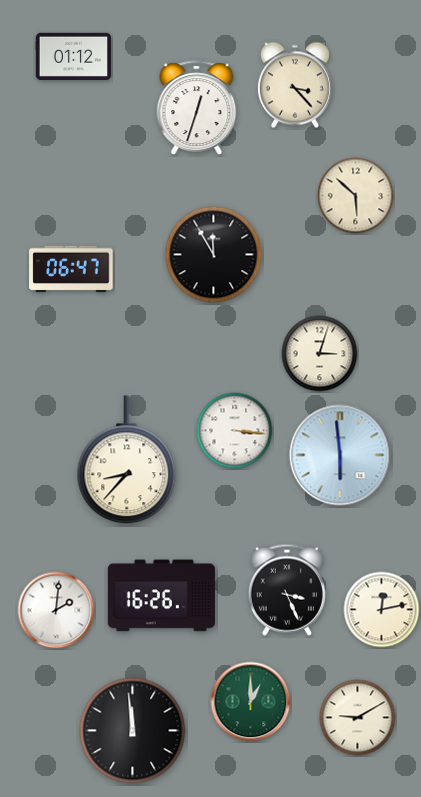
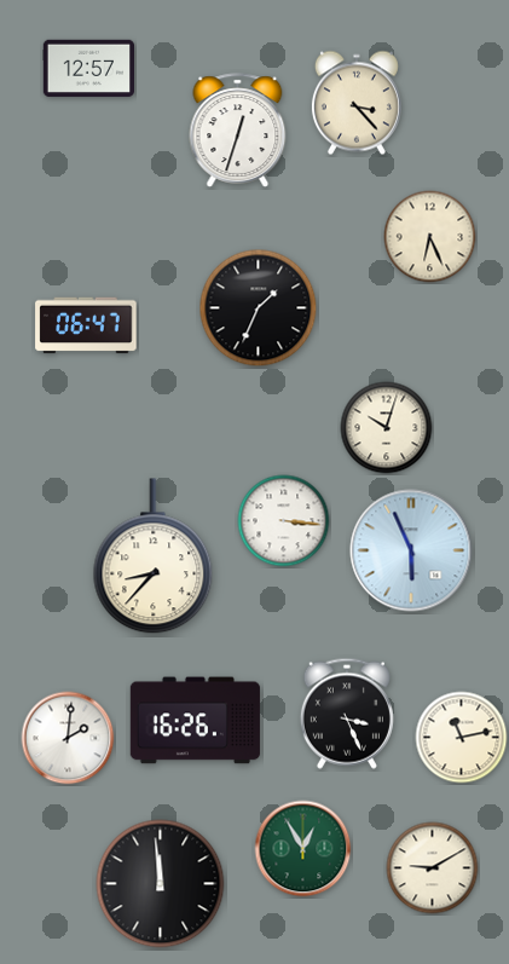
clock at (73, 56): 01:12 -> 12:57
clock at (356, 196): 5:52 -> 6:26
clock at (214, 255): 11:55 -> 1:34
clock at (320, 354): 3:03 -> 10:03
clock at (340, 455): 5:59 -> 5:56
clock at (382, 610): 12:13 -> 11:13
clock at (251, 702): 1:00 -> 12:55
